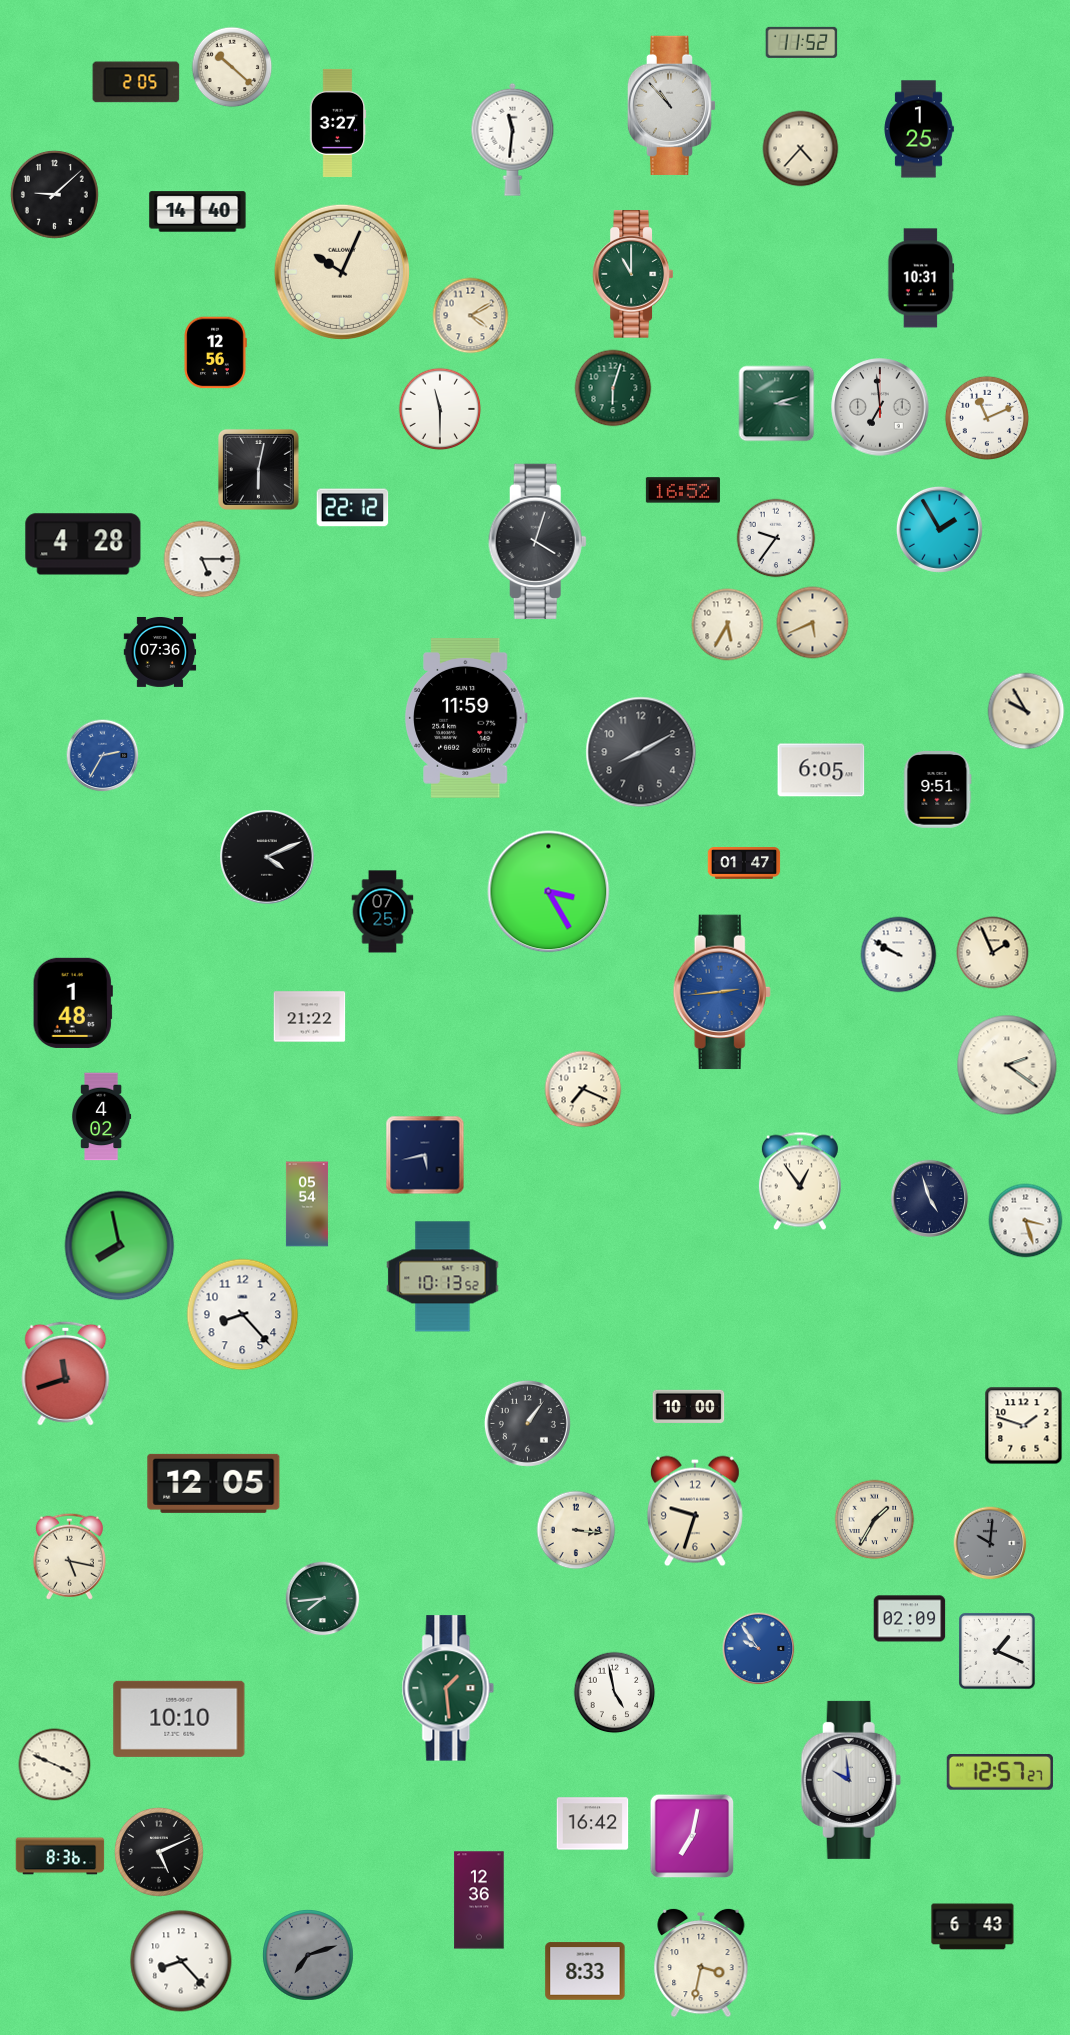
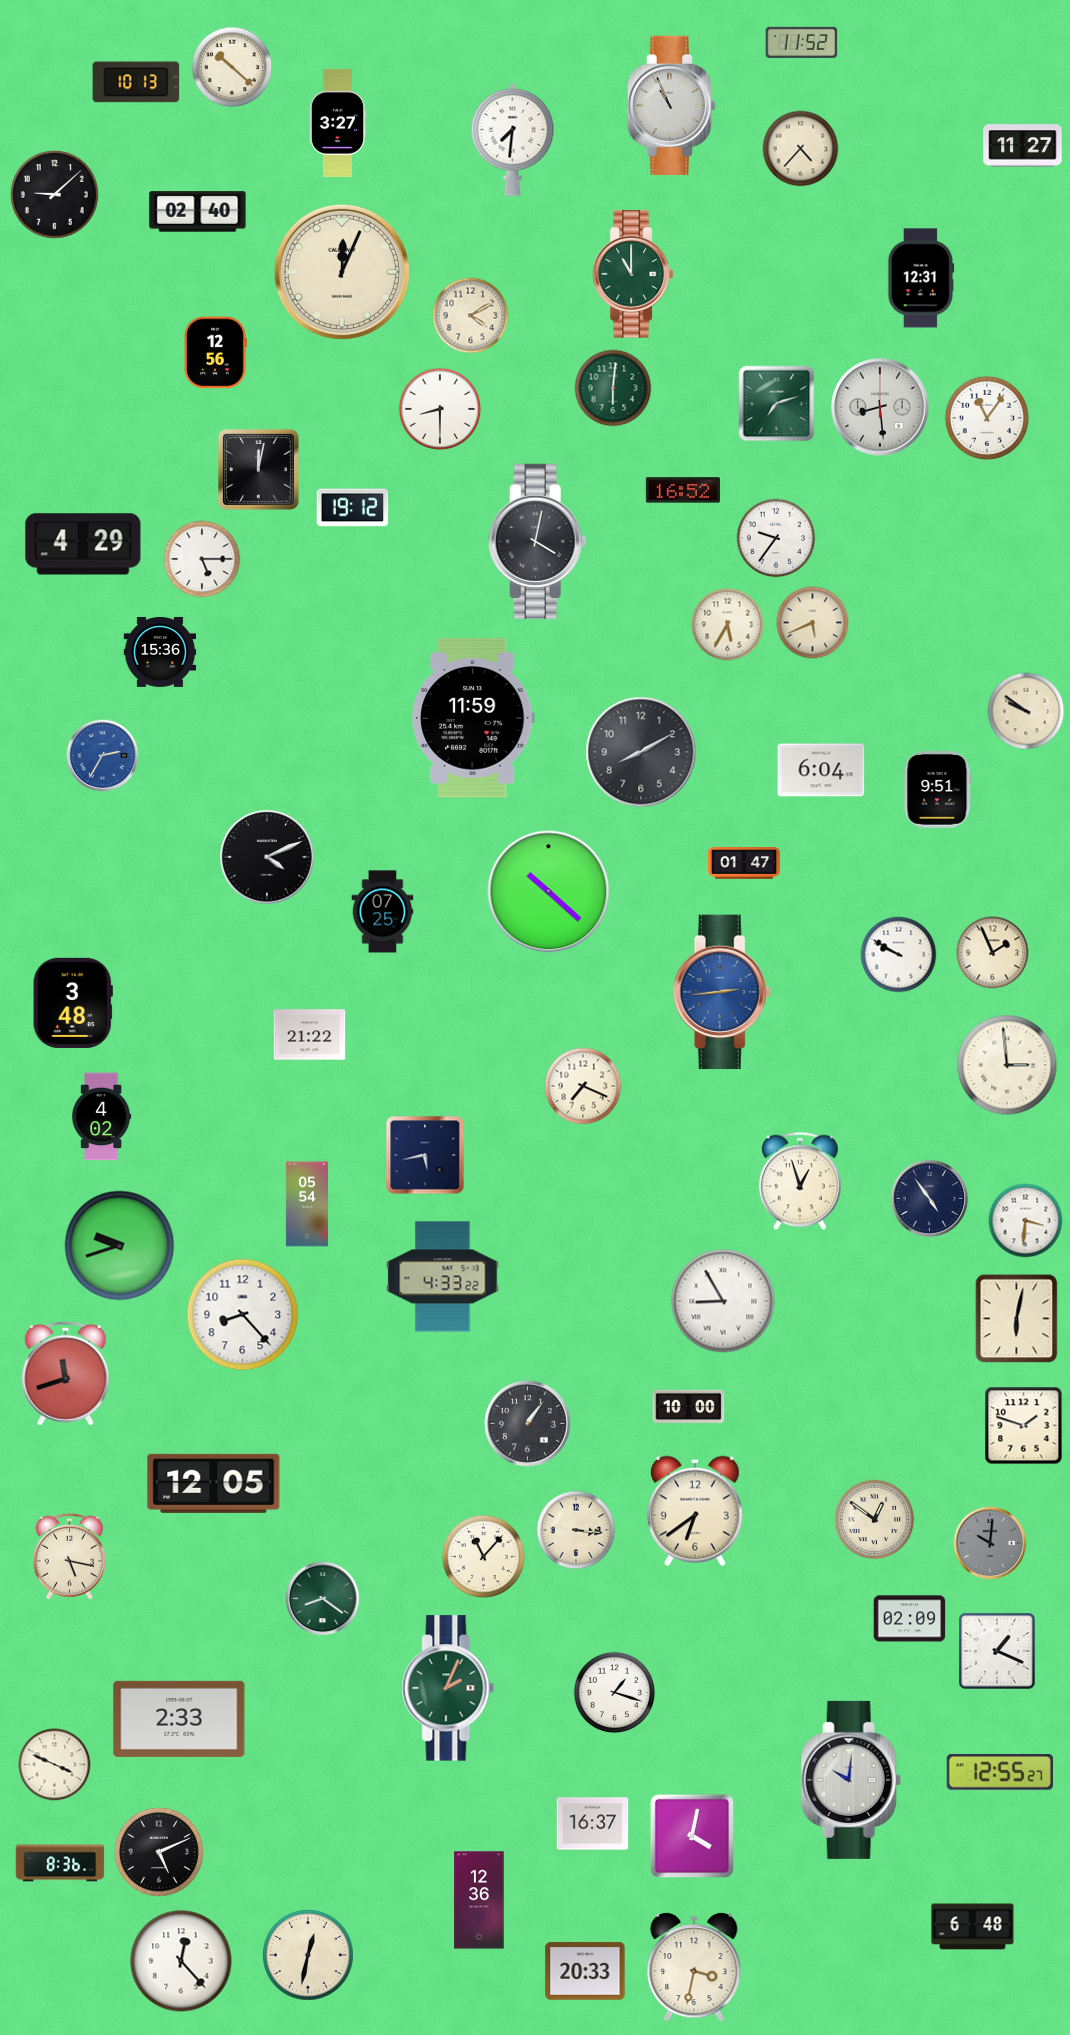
clock at (136, 82): 2:05 -> 10:13
clock at (672, 105): 10:53 -> 10:56
clock at (919, 129): 1:25 -> none
clock at (513, 139): 11:31 -> 7:31
clock at (1023, 146): none -> 11:27
clock at (198, 212): 14:40 -> 02:40
clock at (342, 272): 10:04 -> 12:04
clock at (921, 278): 10:31 -> 12:31
clock at (613, 388): 6:03 -> 6:01
clock at (777, 404): 3:12 -> 7:12
clock at (880, 407): 6:59 -> 8:29
clock at (440, 409): 11:30 -> 8:30
clock at (986, 417): 11:11 -> 11:06
clock at (258, 469): 6:02 -> 12:02
clock at (353, 508): 22:12 -> 19:12
clock at (939, 529): 1:55 -> none
clock at (537, 541): 4:03 -> 4:02
clock at (83, 544): 4:28 -> 4:29
clock at (160, 652): 07:36 -> 15:36
clock at (1026, 711): 9:55 -> 9:51
clock at (466, 719) position: (466, 719) -> (473, 719)
clock at (821, 770): 6:05 -> 6:04
clock at (549, 892): 3:25 -> 10:22
clock at (73, 1003): 1:48 -> 3:48
clock at (310, 1017) position: (310, 1017) -> (310, 1035)
clock at (1007, 1065): 2:21 -> 2:59
clock at (583, 1089) position: (583, 1089) -> (583, 1086)
clock at (800, 1181): 12:54 -> 12:57
clock at (930, 1199): 4:57 -> 4:54
clock at (1026, 1221): 3:27 -> 3:31
clock at (120, 1246): 7:58 -> 9:42
clock at (443, 1277): 10:13 -> 4:33
clock at (723, 1301): none -> 8:55
clock at (1017, 1319): none -> 6:02
clock at (695, 1511): 9:33 -> 6:39
clock at (875, 1520): 1:35 -> 12:51
clock at (484, 1557): none -> 11:07
clock at (323, 1599): 7:44 -> 8:21
clock at (759, 1649): 9:54 -> none
clock at (448, 1688): 1:29 -> 2:04
clock at (615, 1693): 4:58 -> 1:18
clock at (179, 1719): 10:10 -> 2:33
clock at (1000, 1773): 12:57 -> 12:55
clock at (851, 1780): 9:59 -> 10:01
clock at (593, 1824): 16:42 -> 16:37
clock at (692, 1836): 7:02 -> 4:02
clock at (60, 1856) position: (60, 1856) -> (60, 1863)
clock at (973, 1927): 6:43 -> 6:48
clock at (308, 1955): 7:12 -> 12:32
clock at (308, 1955) dial: grey -> cream
clock at (181, 1961): 8:23 -> 12:23
clock at (701, 1963) position: (701, 1963) -> (694, 1967)
clock at (585, 1971): 8:33 -> 20:33
